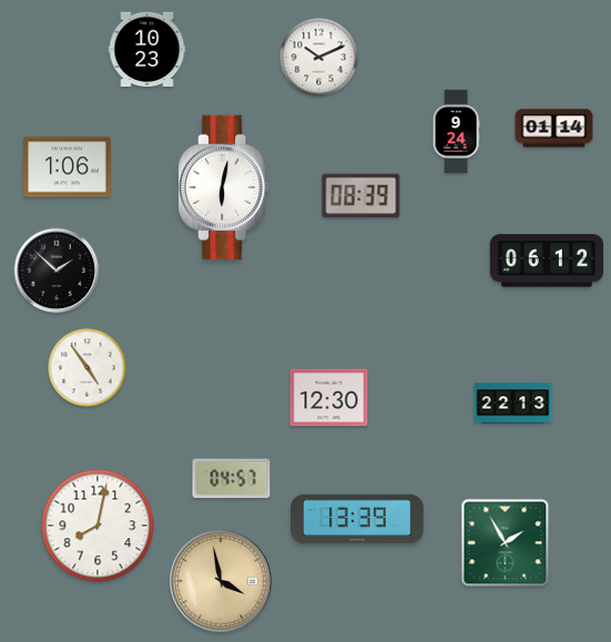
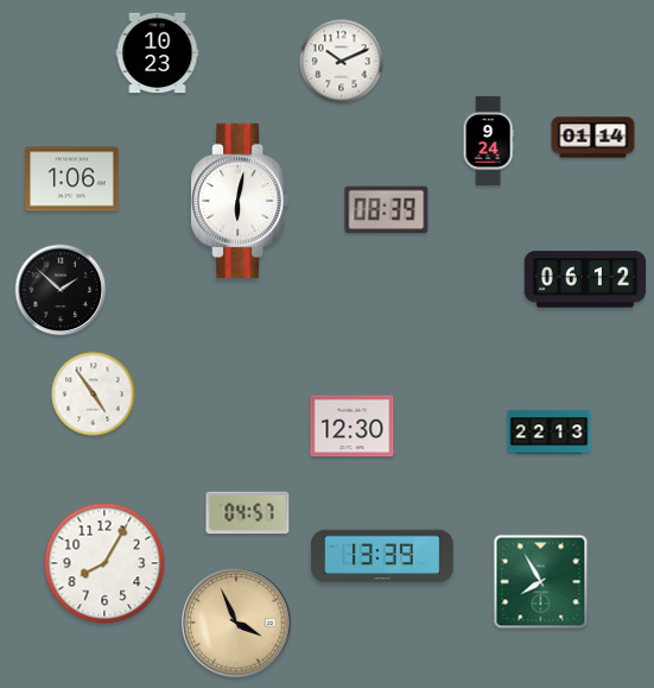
clock at (98, 526): 8:02 -> 8:05
clock at (506, 543): 1:55 -> 7:55
clock at (221, 581): 3:58 -> 3:56
